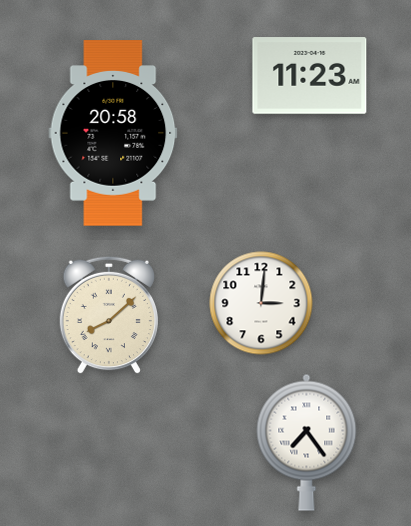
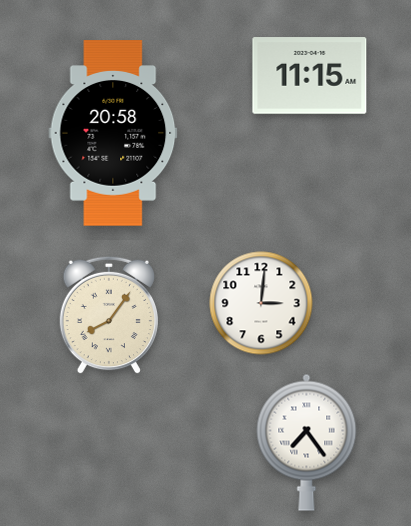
clock at (310, 76): 11:23 -> 11:15
clock at (108, 315): 8:08 -> 8:06
